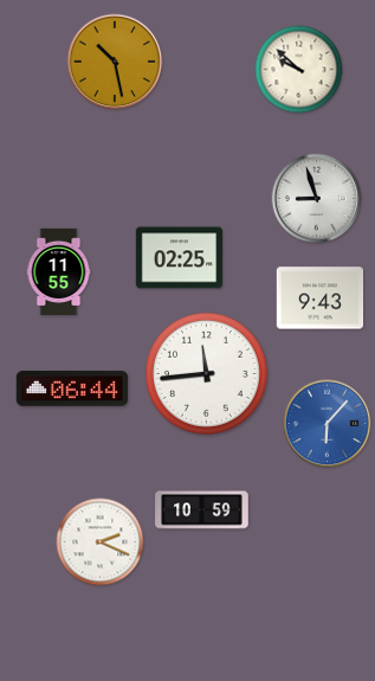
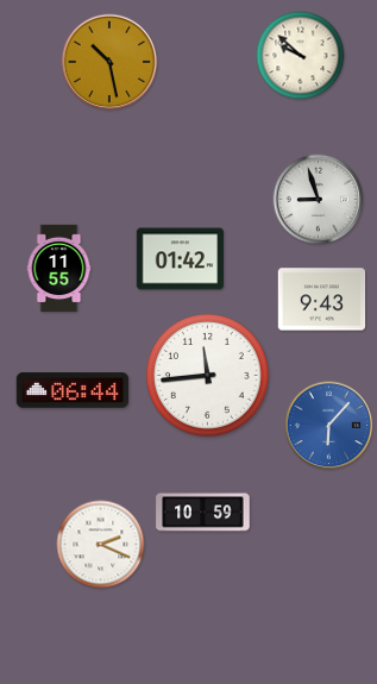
clock at (115, 62) position: (115, 62) -> (109, 62)
clock at (299, 70) position: (299, 70) -> (301, 56)
clock at (180, 258): 02:25 -> 01:42
clock at (59, 272) position: (59, 272) -> (59, 269)
